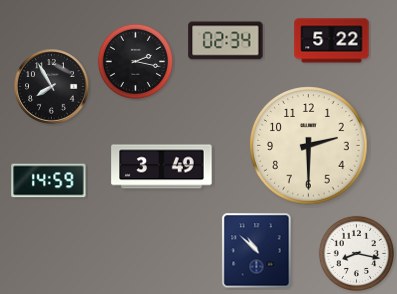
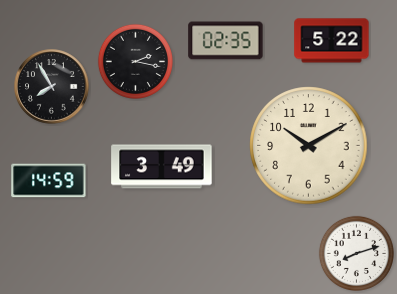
clock at (226, 41): 02:34 -> 02:35
clock at (309, 146): 2:30 -> 10:10
clock at (257, 251): 10:52 -> none
clock at (356, 253): 8:17 -> 8:12
